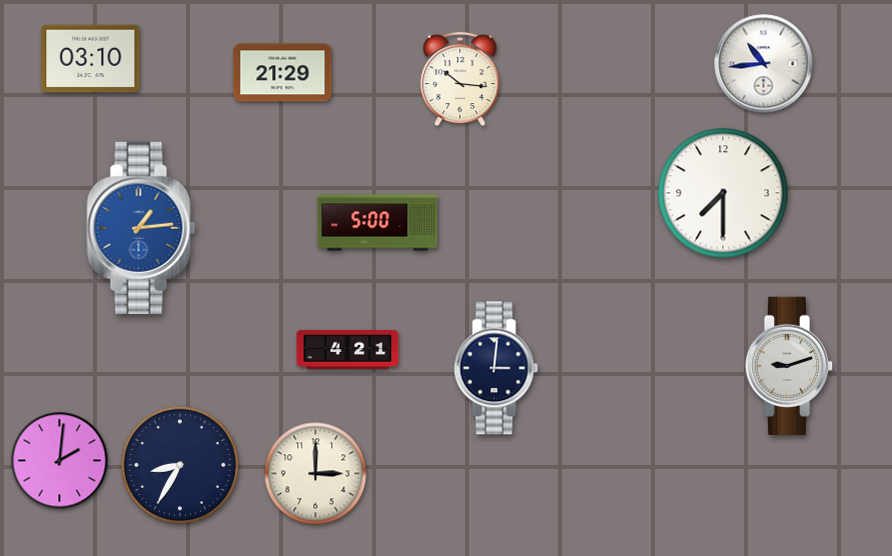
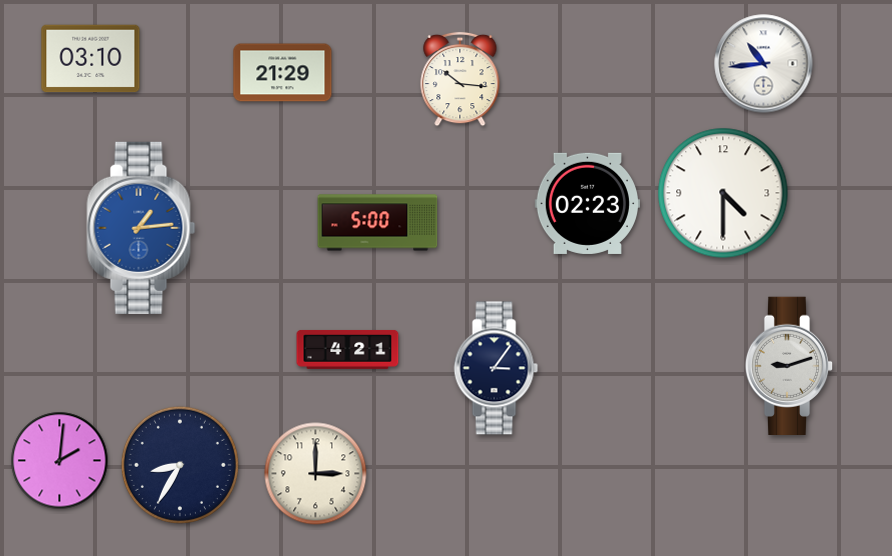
clock at (723, 193): 7:30 -> 4:30
clock at (587, 203): none -> 02:23
clock at (496, 368): 3:01 -> 3:06
